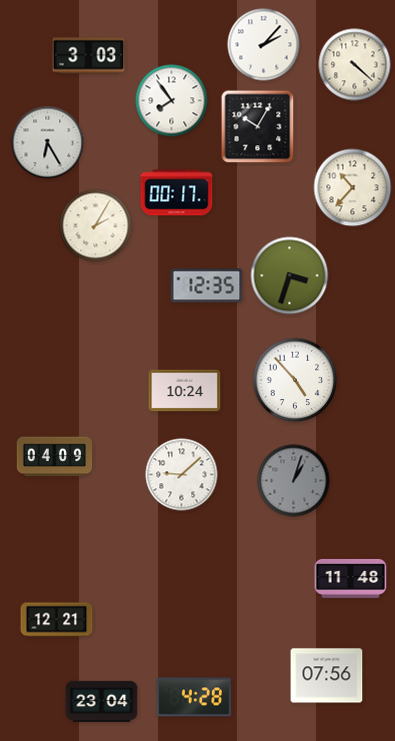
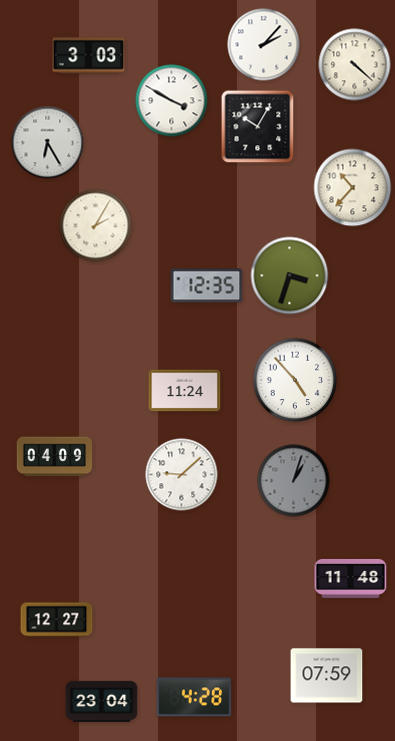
clock at (172, 101): 7:54 -> 3:50
clock at (177, 193): 00:17 -> none
clock at (185, 391): 10:24 -> 11:24
clock at (57, 620): 12:21 -> 12:27
clock at (327, 676): 07:56 -> 07:59
